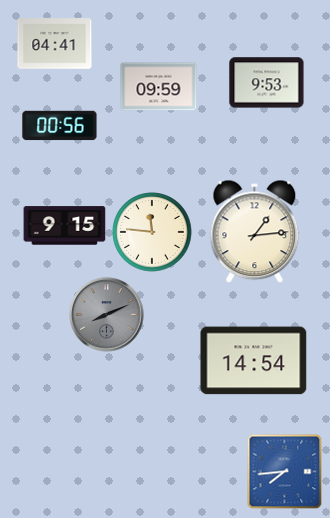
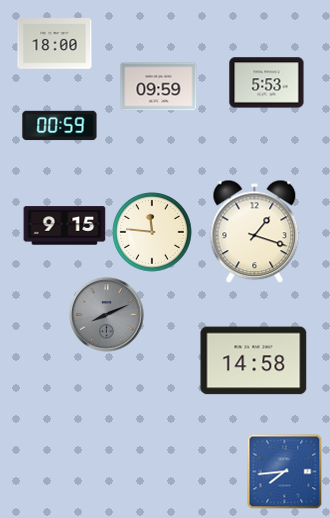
clock at (55, 44): 04:41 -> 18:00
clock at (267, 83): 9:53 -> 5:53
clock at (60, 126): 00:56 -> 00:59
clock at (255, 232): 1:14 -> 1:18
clock at (254, 361): 14:54 -> 14:58
